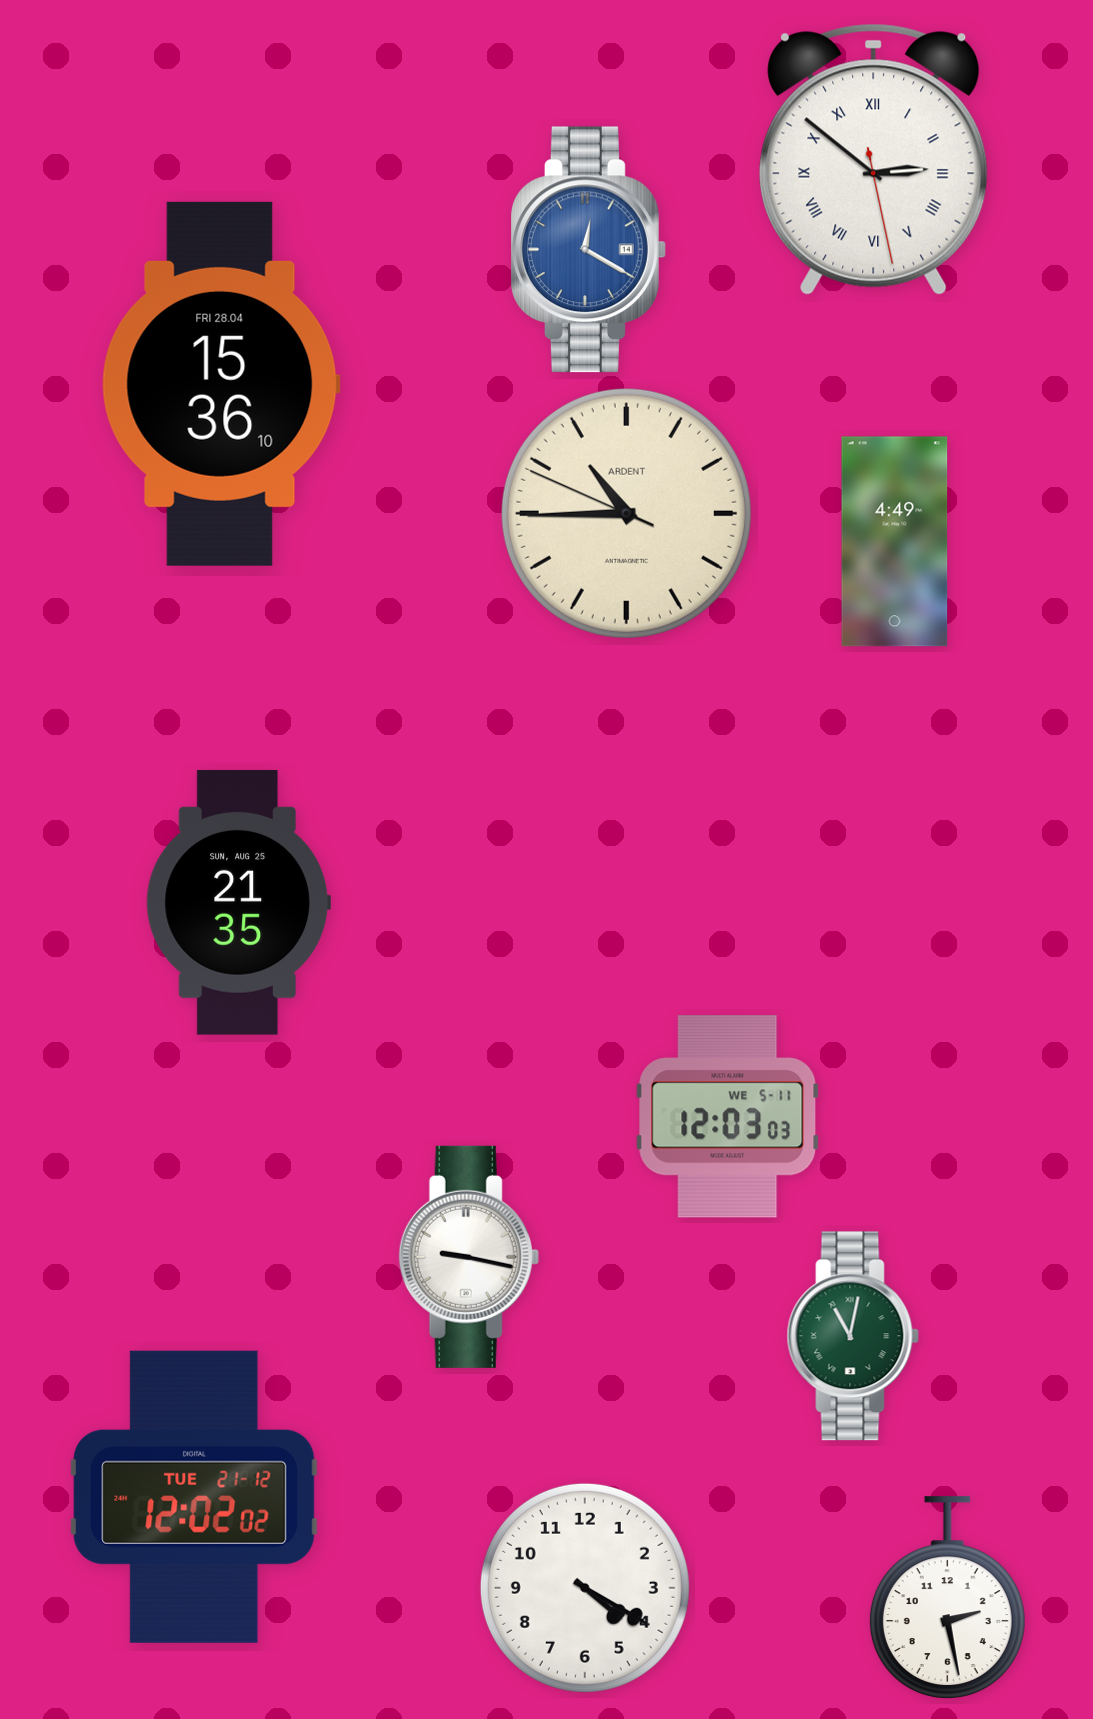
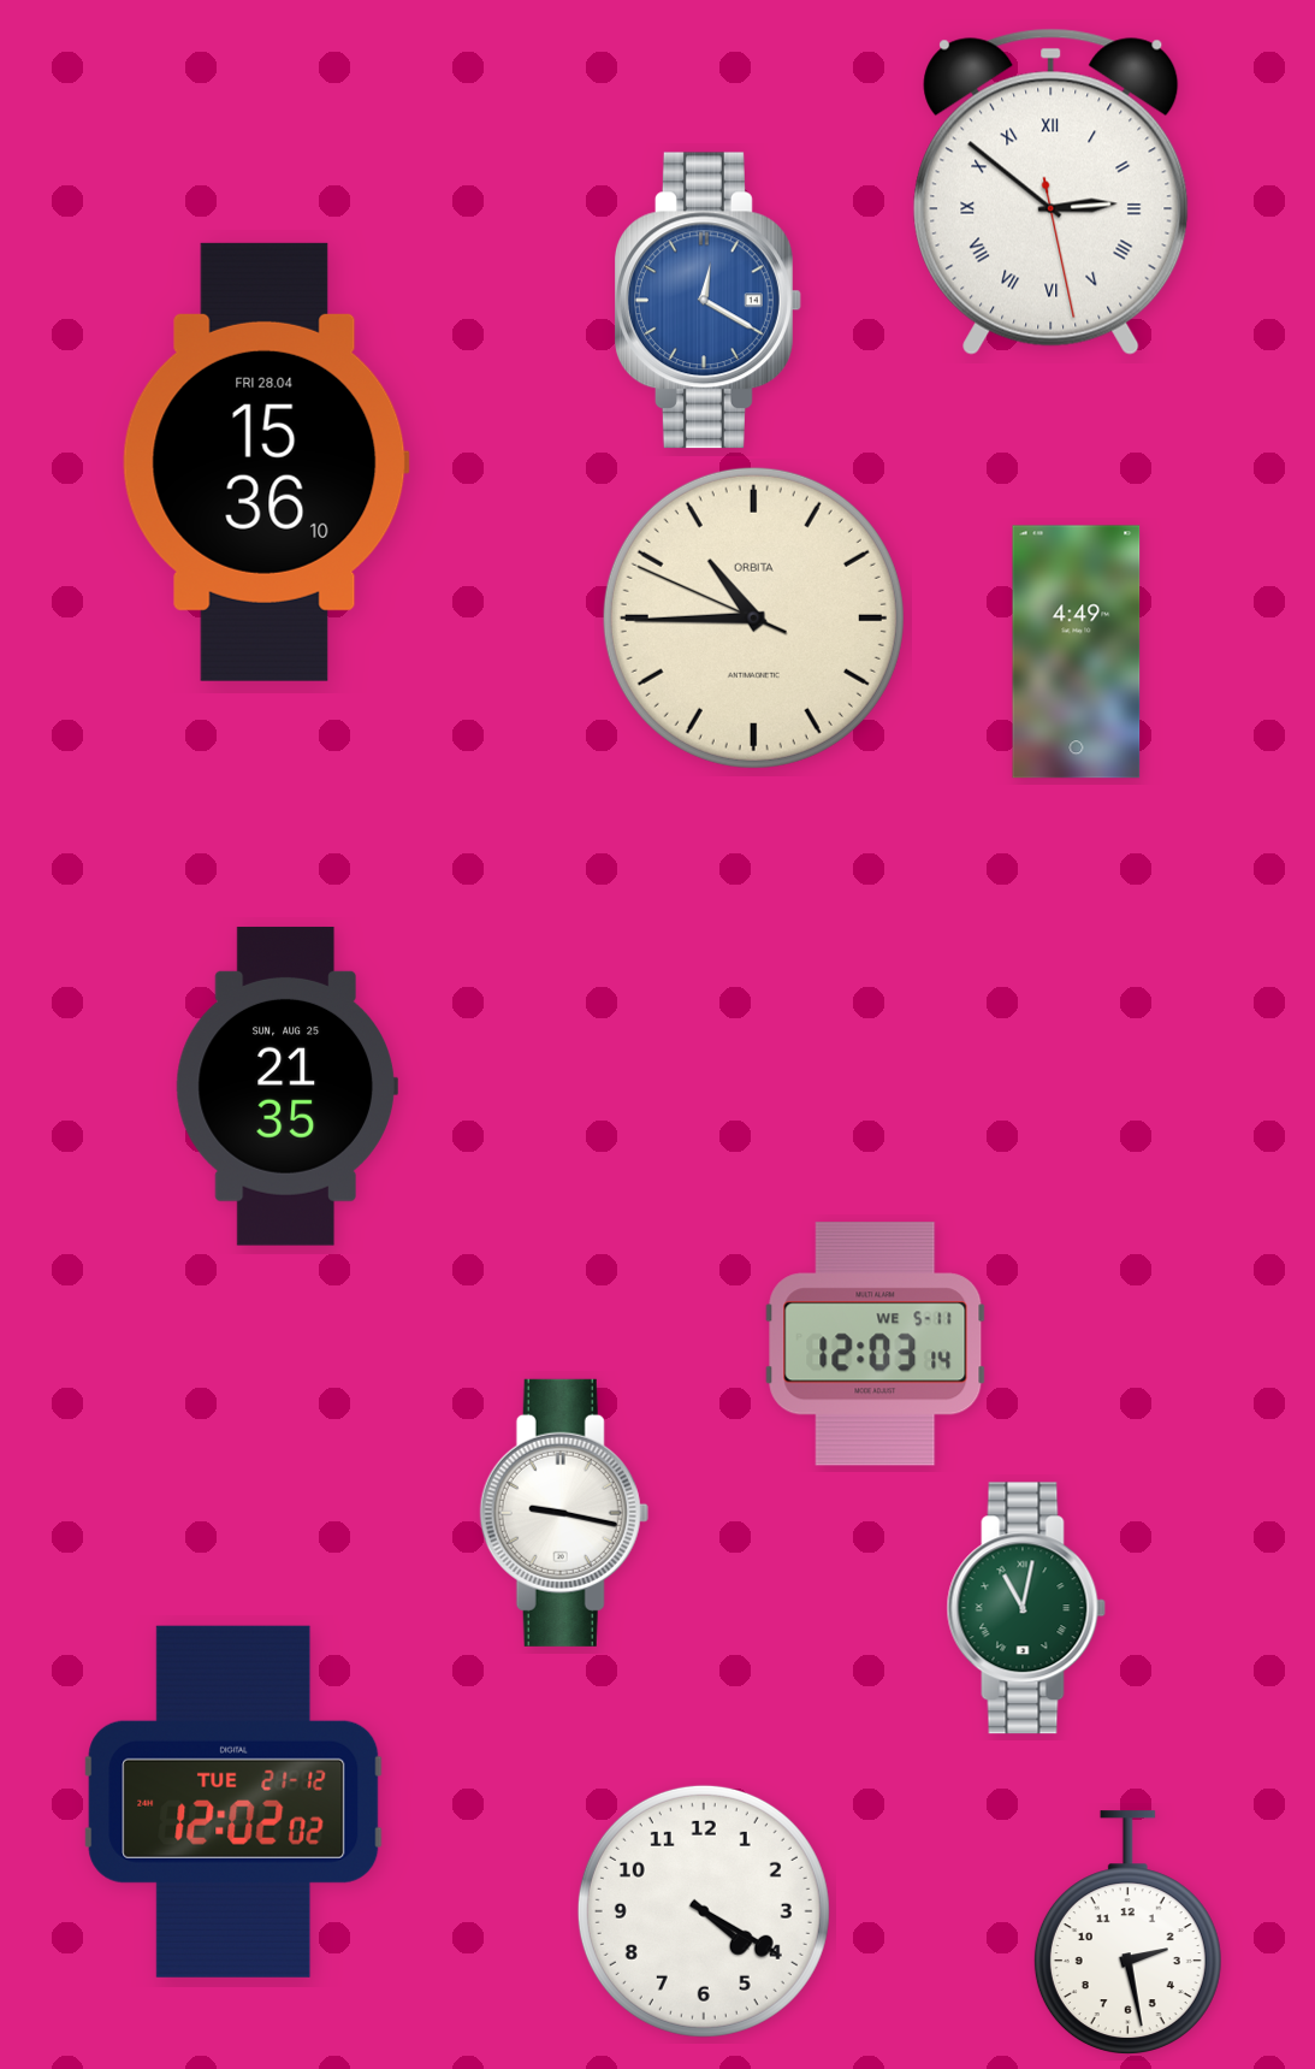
clock at (626, 513) brand: ARDENT -> ORBITA
clock at (728, 1117): 12:03:03 -> 12:03:14
clock at (947, 1597) position: (947, 1597) -> (1127, 1932)
